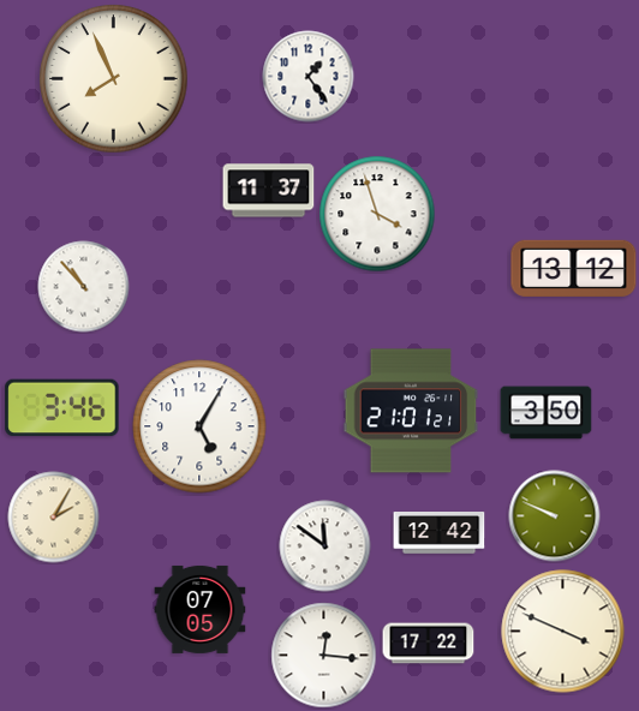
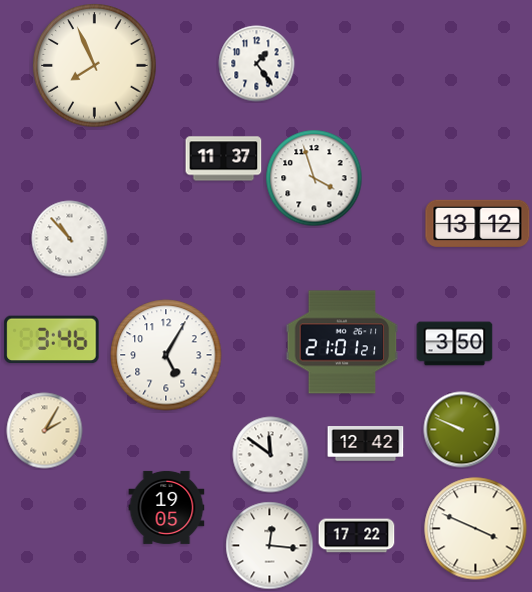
clock at (201, 609): 07:05 -> 19:05
clock at (563, 632) position: (563, 632) -> (476, 529)
